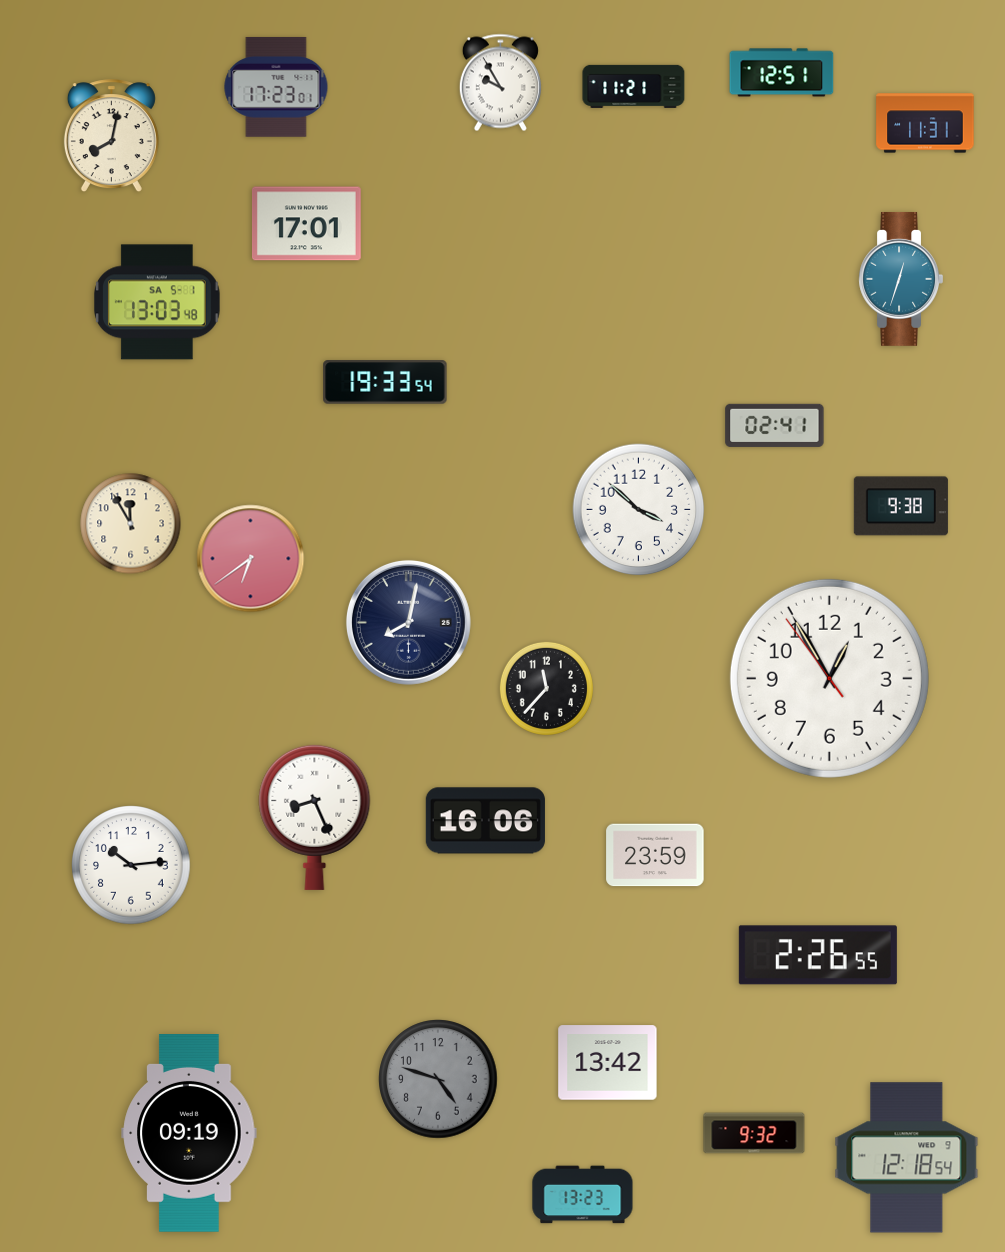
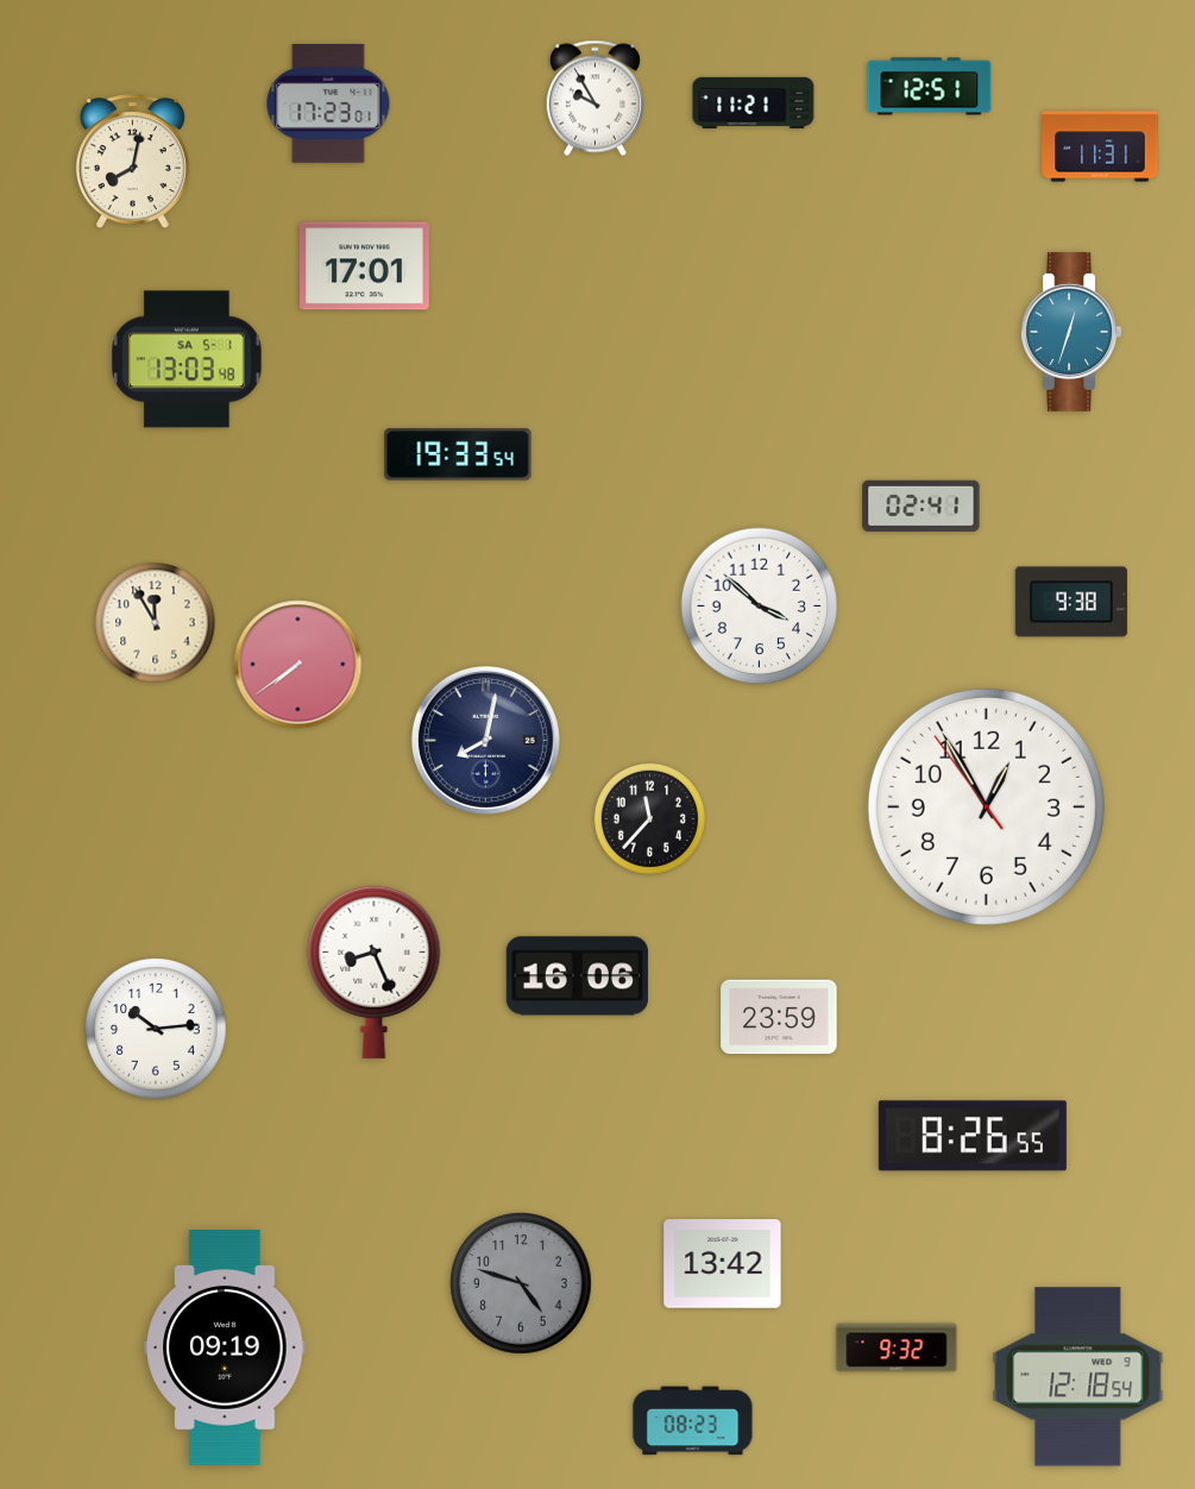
clock at (251, 559): 6:39 -> 7:39
clock at (818, 955): 2:26 -> 8:26
clock at (583, 1195): 13:23 -> 08:23
